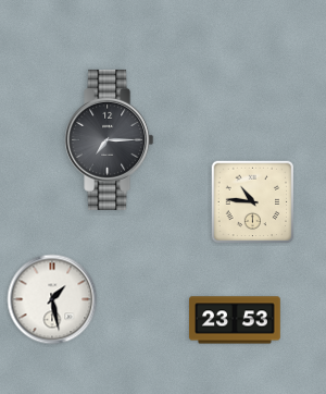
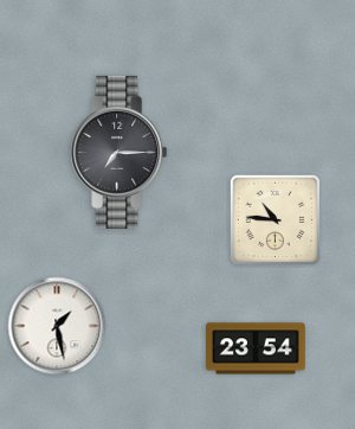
clock at (235, 320): 23:53 -> 23:54
